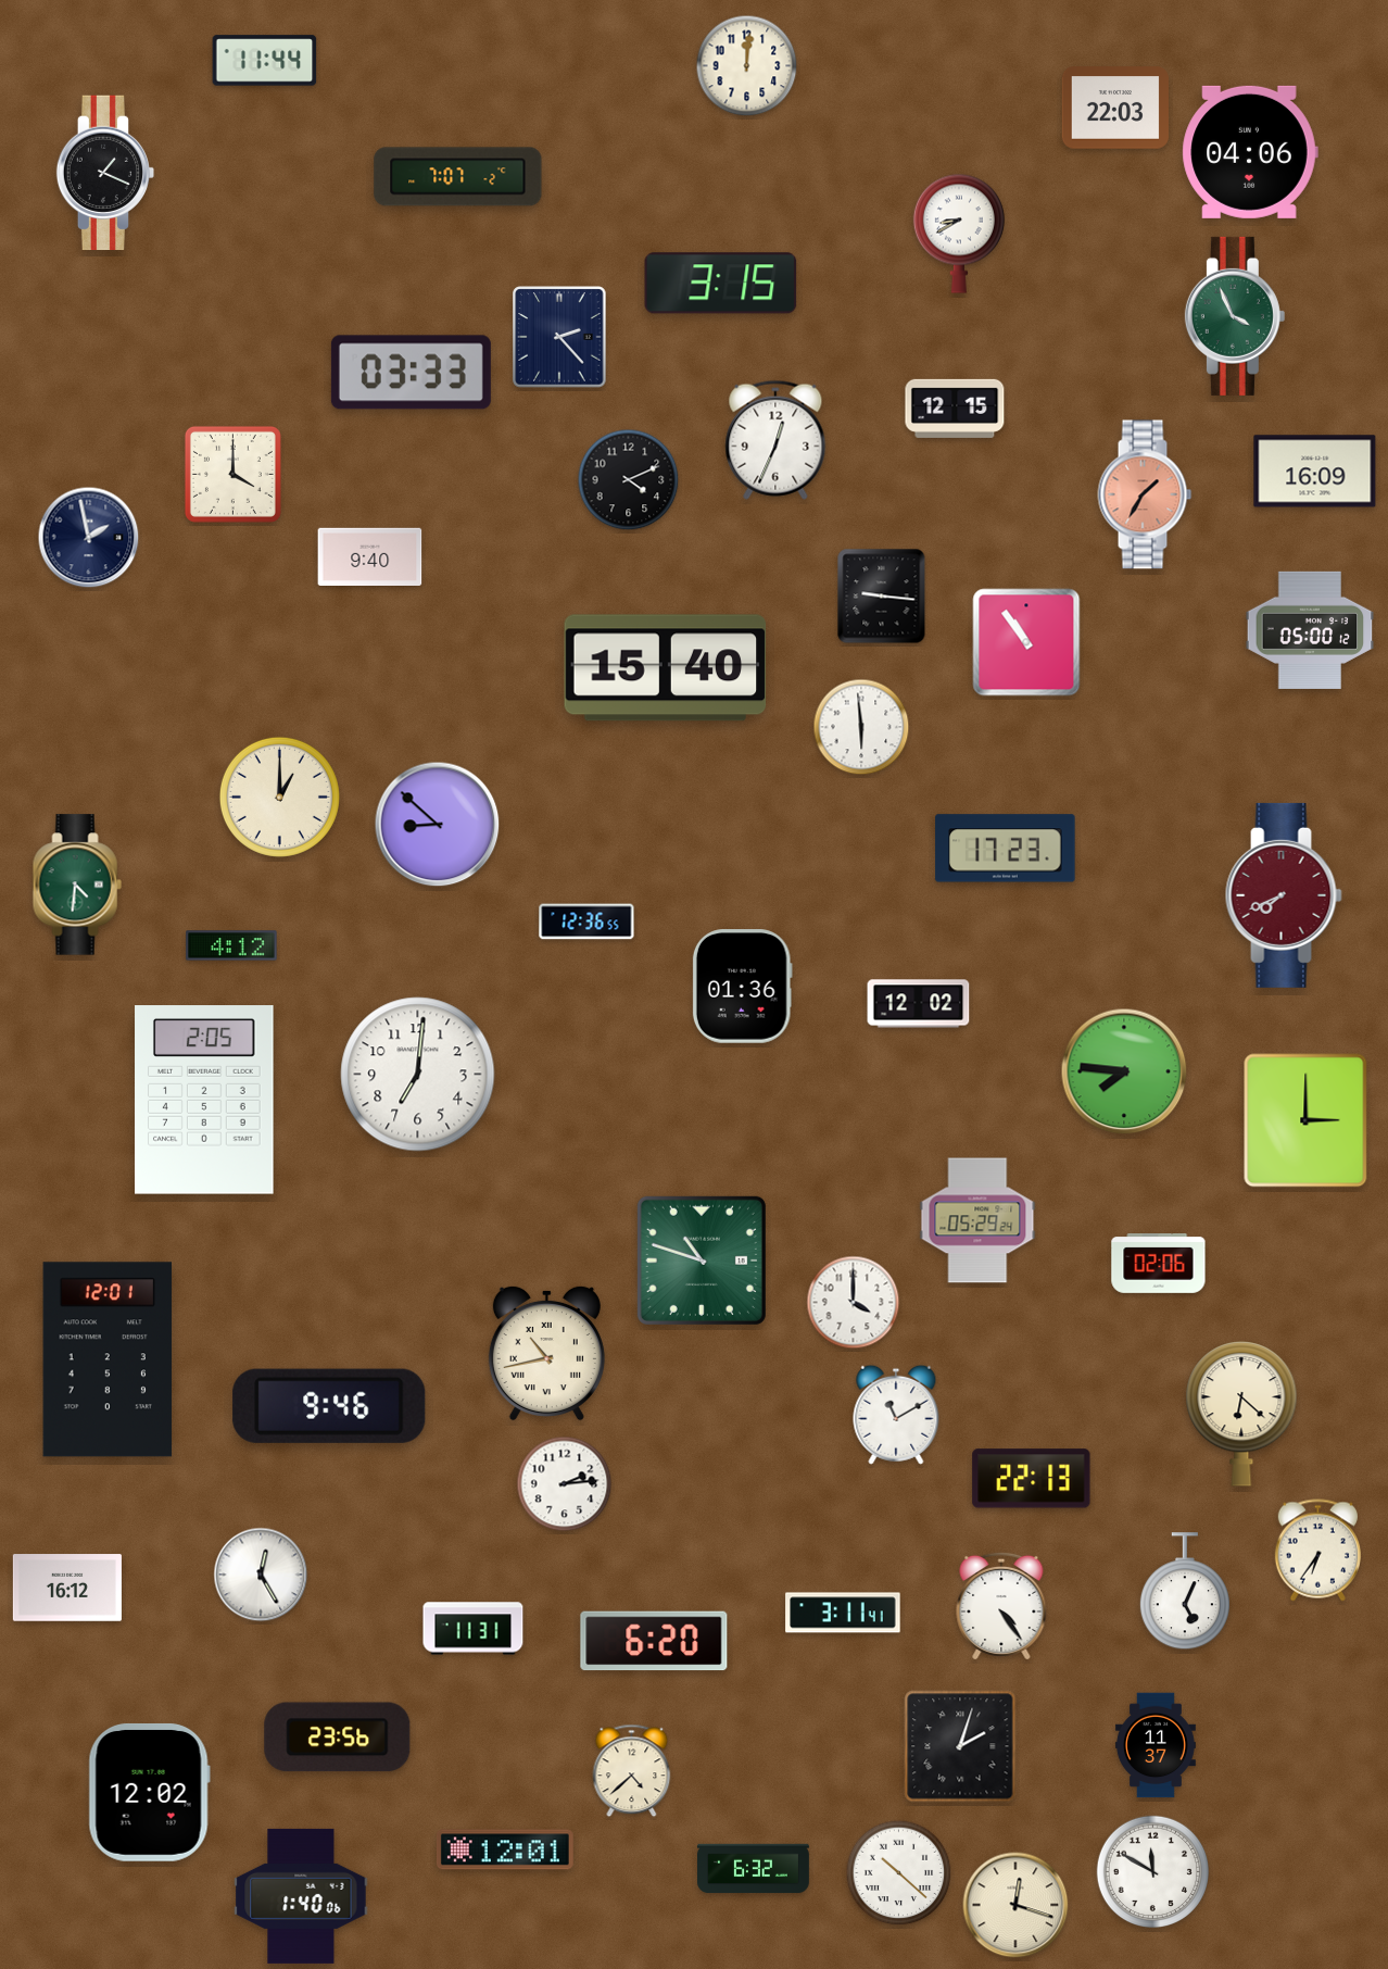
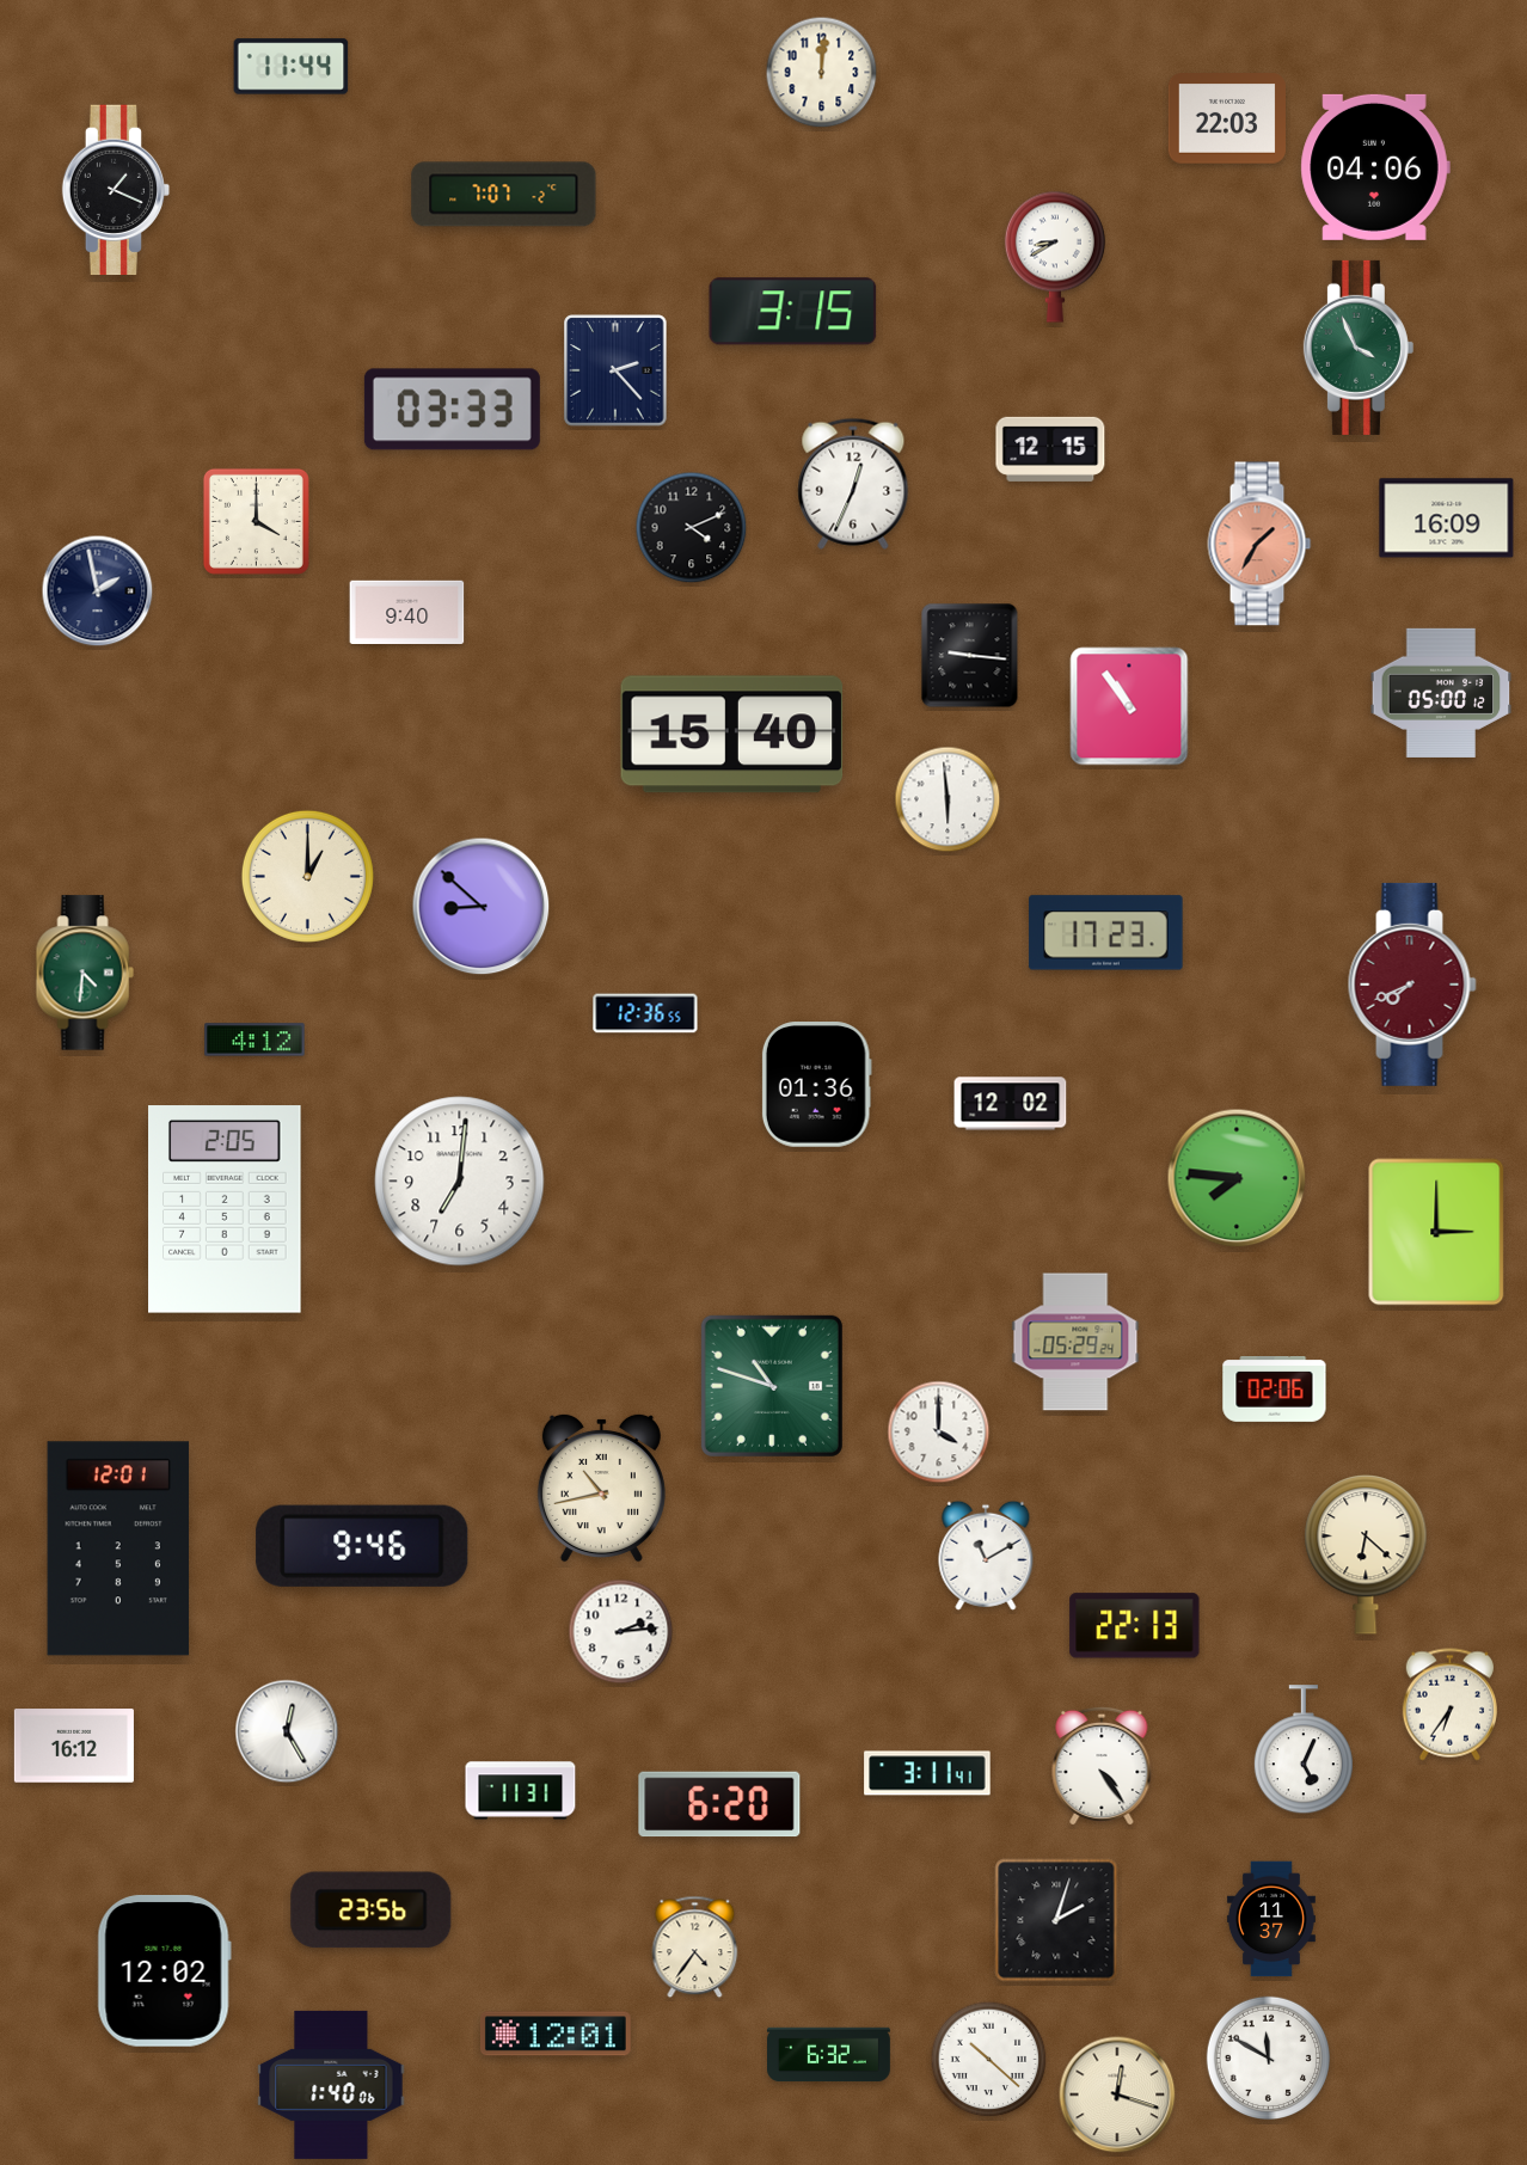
clock at (108, 1359) position: (108, 1359) -> (118, 1548)
clock at (632, 1771): 4:38 -> 4:36
